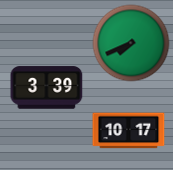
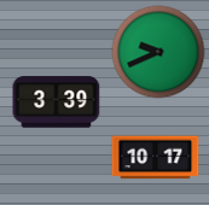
clock at (131, 43): 7:41 -> 9:41
clock at (47, 88) position: (47, 88) -> (57, 102)
